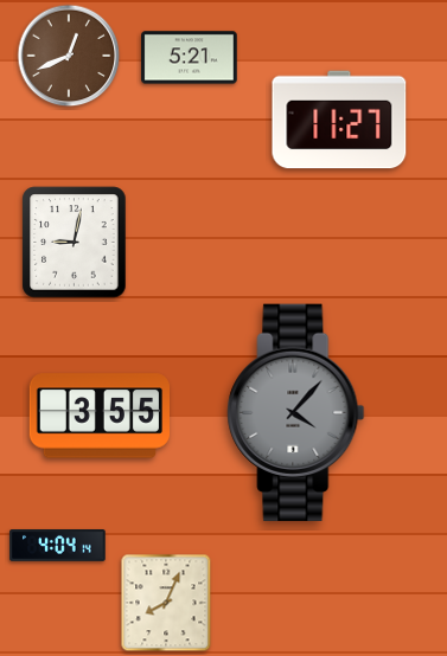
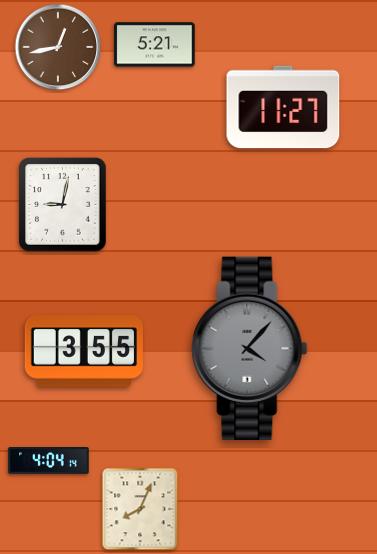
clock at (69, 56): 12:41 -> 12:43
clock at (190, 58) position: (190, 58) -> (155, 45)
clock at (339, 120) position: (339, 120) -> (283, 107)
